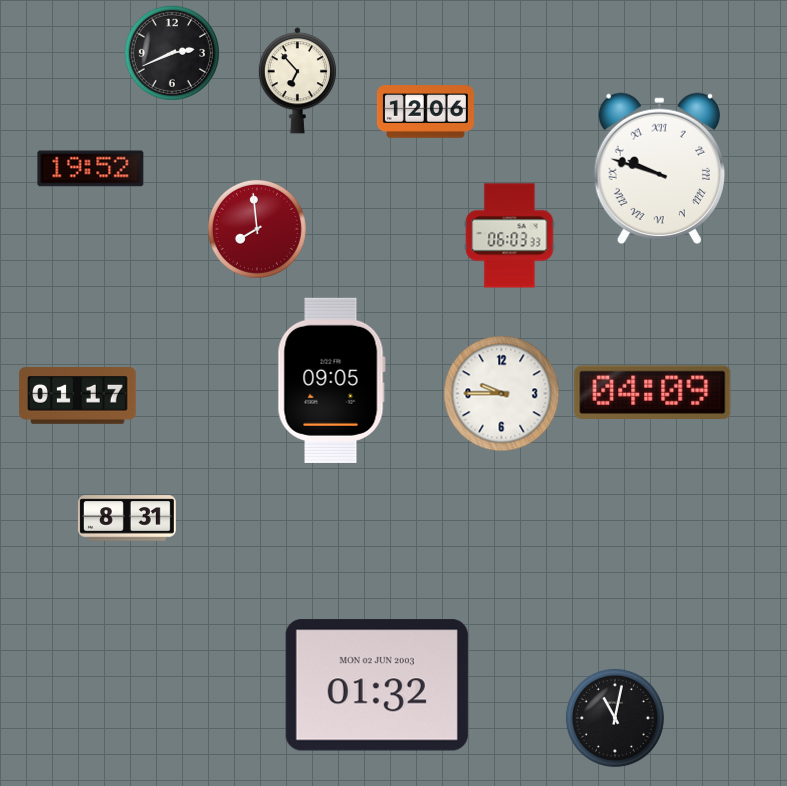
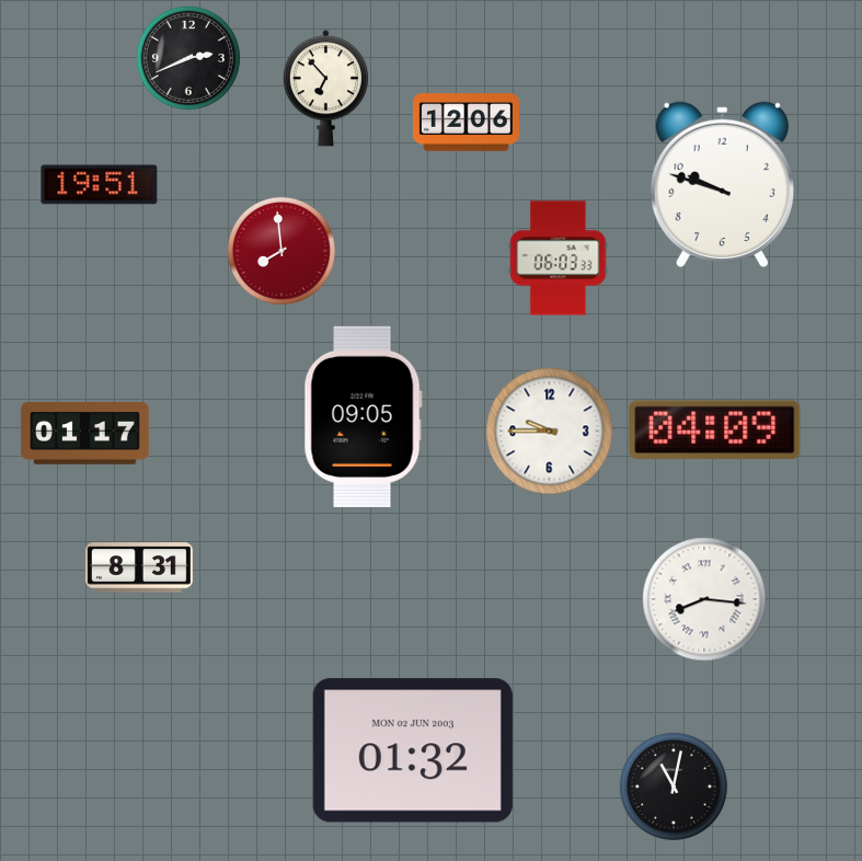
clock at (91, 169): 19:52 -> 19:51
clock at (659, 169) numerals: Roman -> Arabic
clock at (704, 599): none -> 8:16
